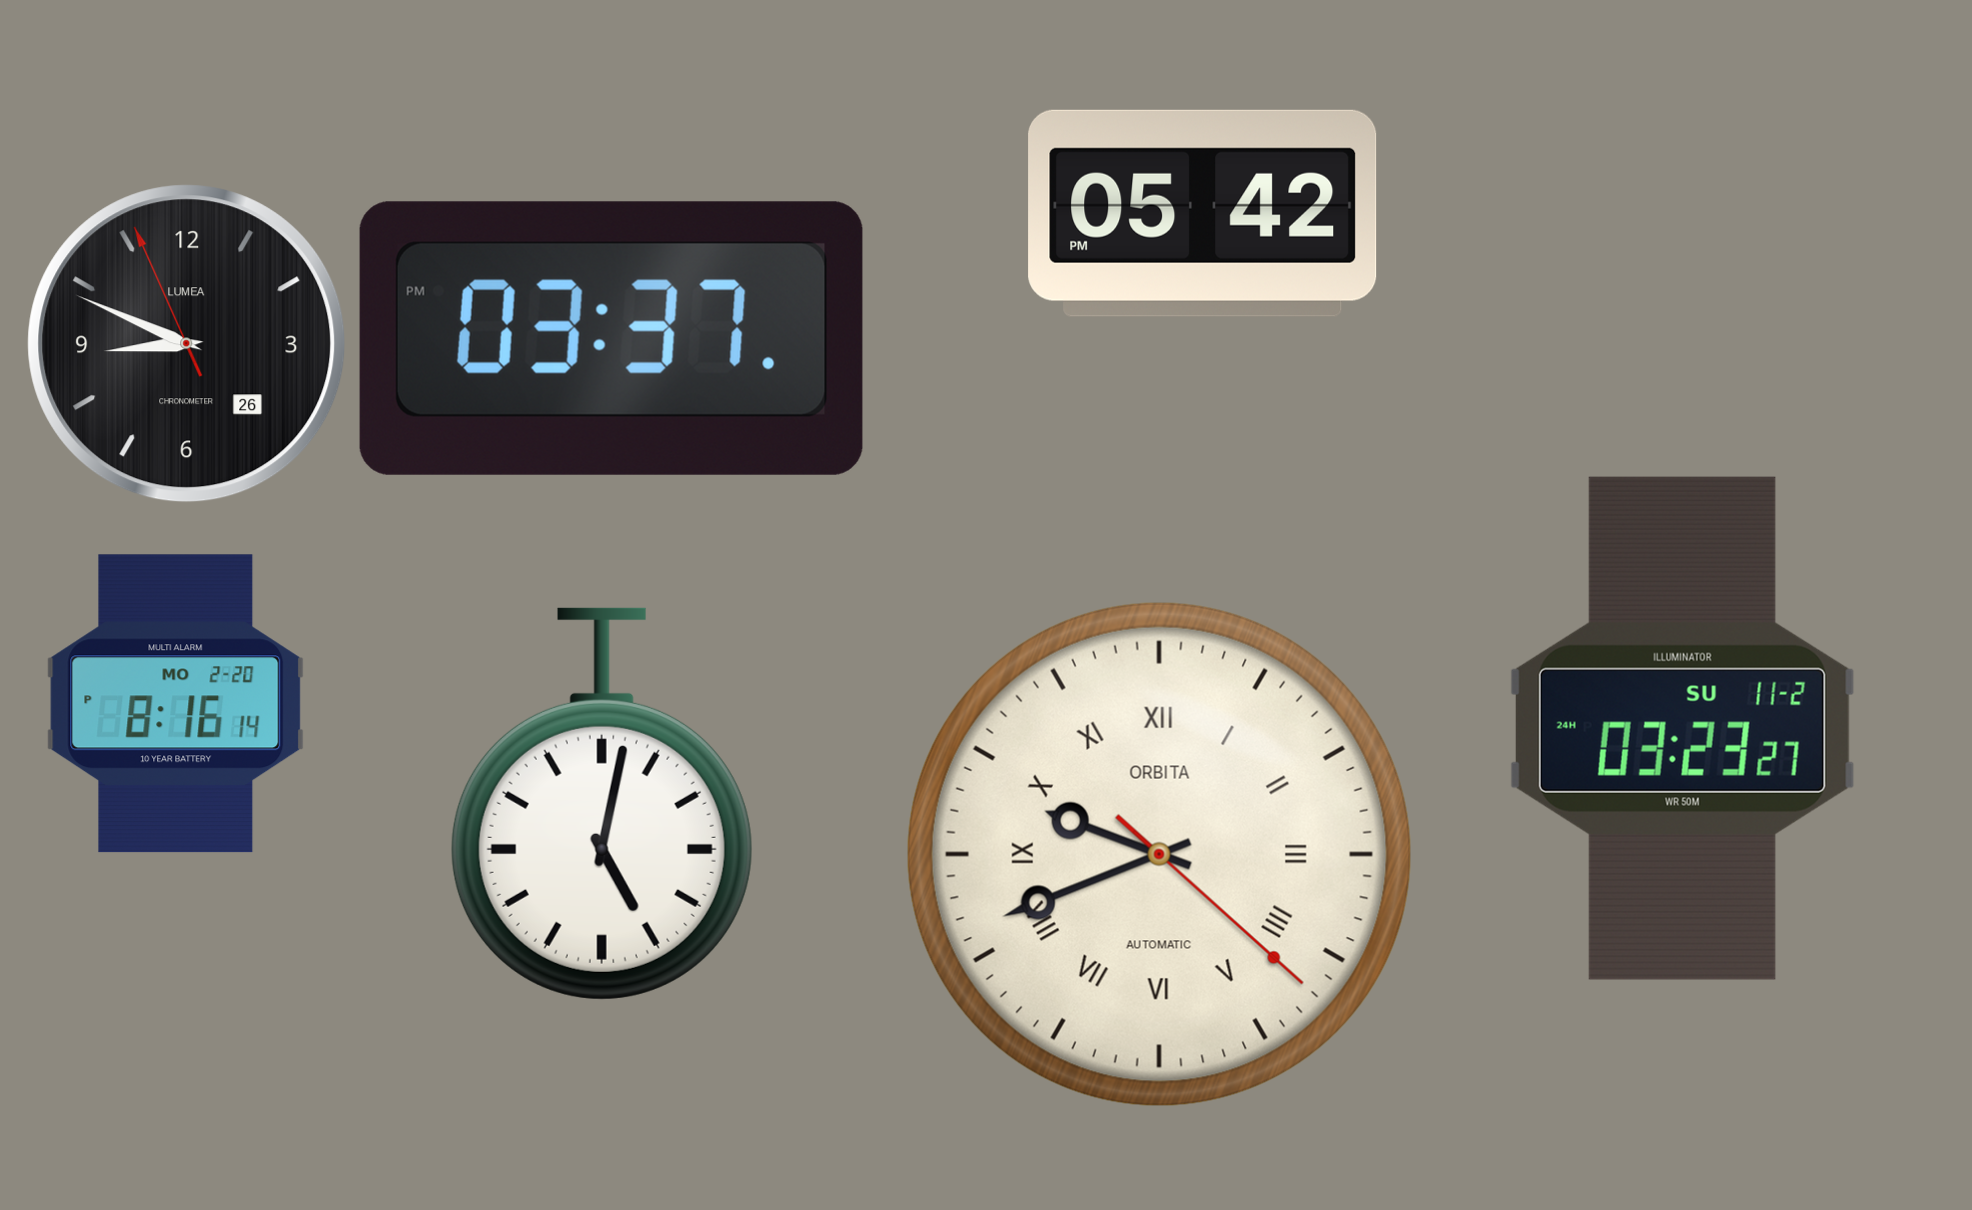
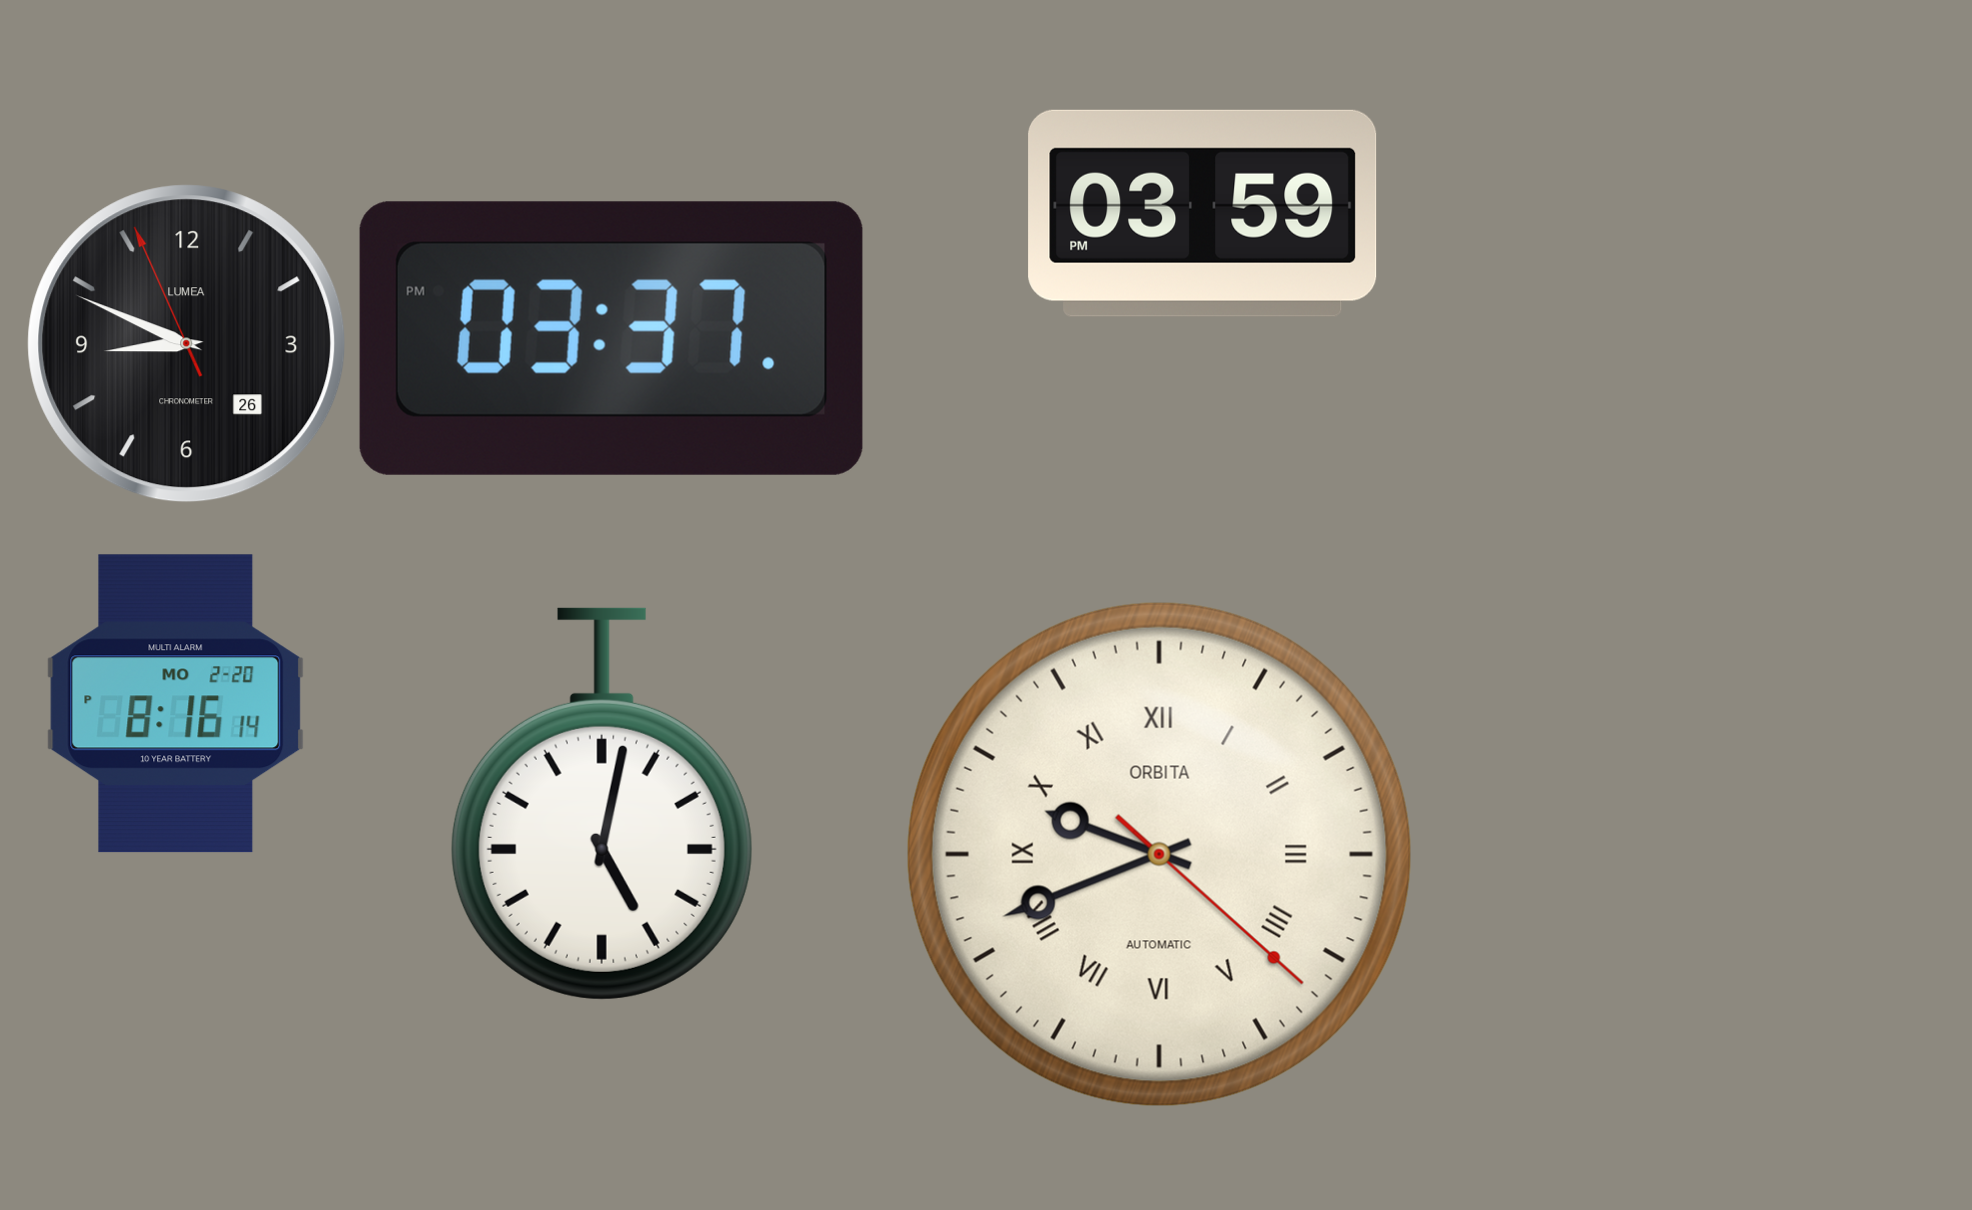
clock at (1203, 213): 05:42 -> 03:59
clock at (1682, 728): 03:23 -> none
